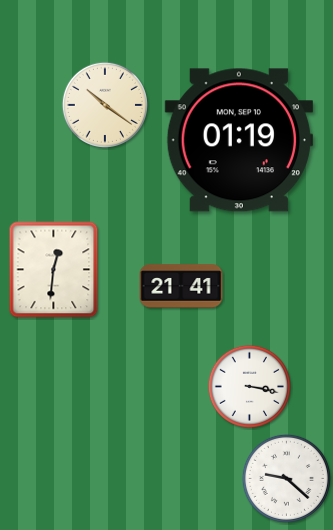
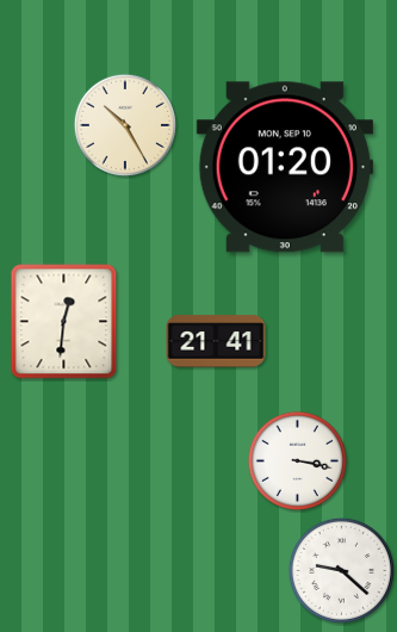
clock at (105, 105): 10:21 -> 10:25
clock at (239, 140): 01:19 -> 01:20
